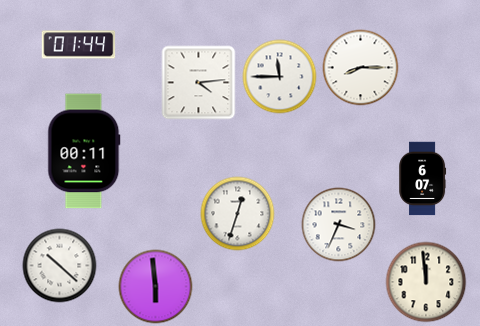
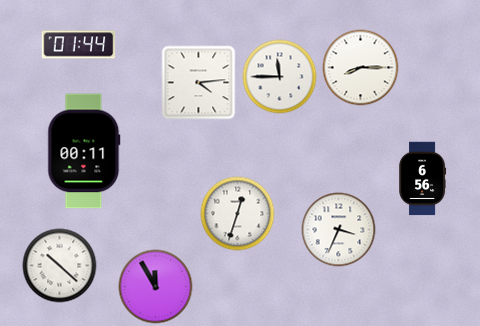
clock at (423, 179): 6:07 -> 6:56
clock at (339, 225) position: (339, 225) -> (339, 230)
clock at (426, 282): 11:59 -> none
clock at (156, 287): 5:59 -> 11:55
